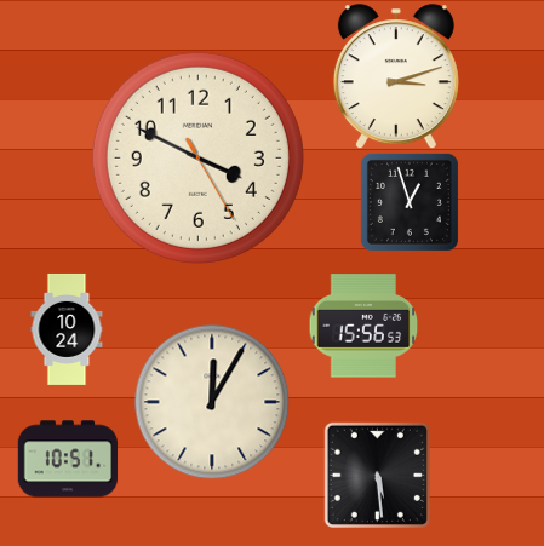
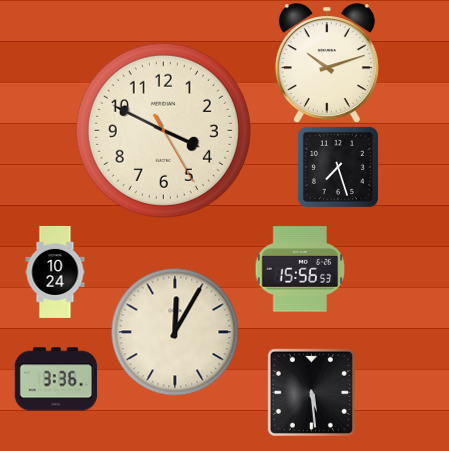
clock at (396, 76): 3:12 -> 10:12
clock at (410, 202): 12:57 -> 7:27
clock at (68, 459): 10:51 -> 3:36
